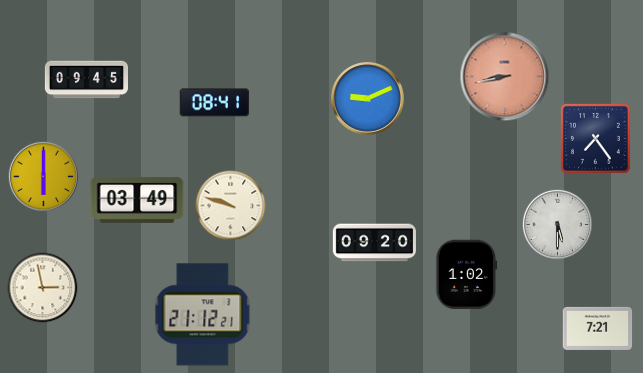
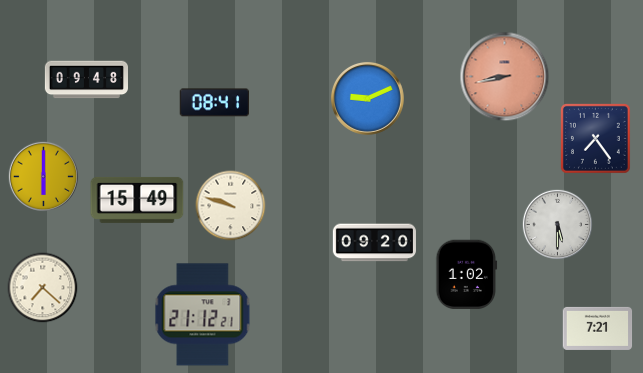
clock at (86, 80): 09:45 -> 09:48
clock at (137, 200): 03:49 -> 15:49
clock at (43, 288): 2:58 -> 7:22
